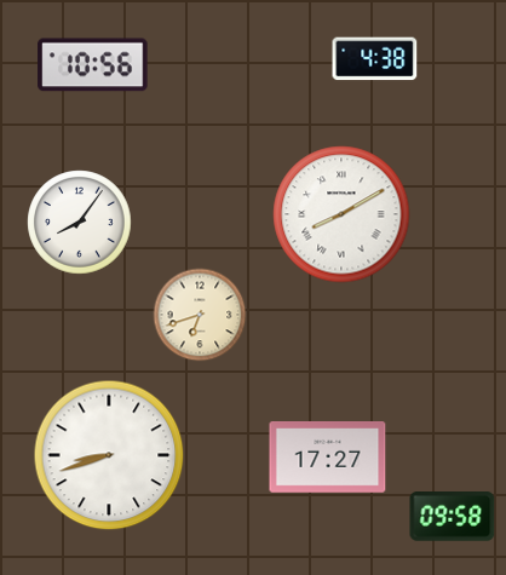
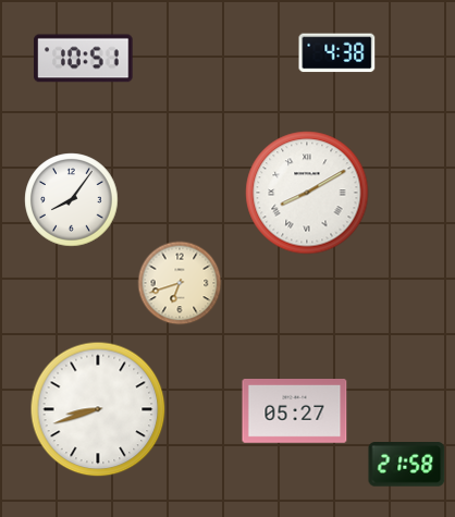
clock at (93, 65): 10:56 -> 10:51
clock at (328, 458): 17:27 -> 05:27
clock at (453, 517): 09:58 -> 21:58
